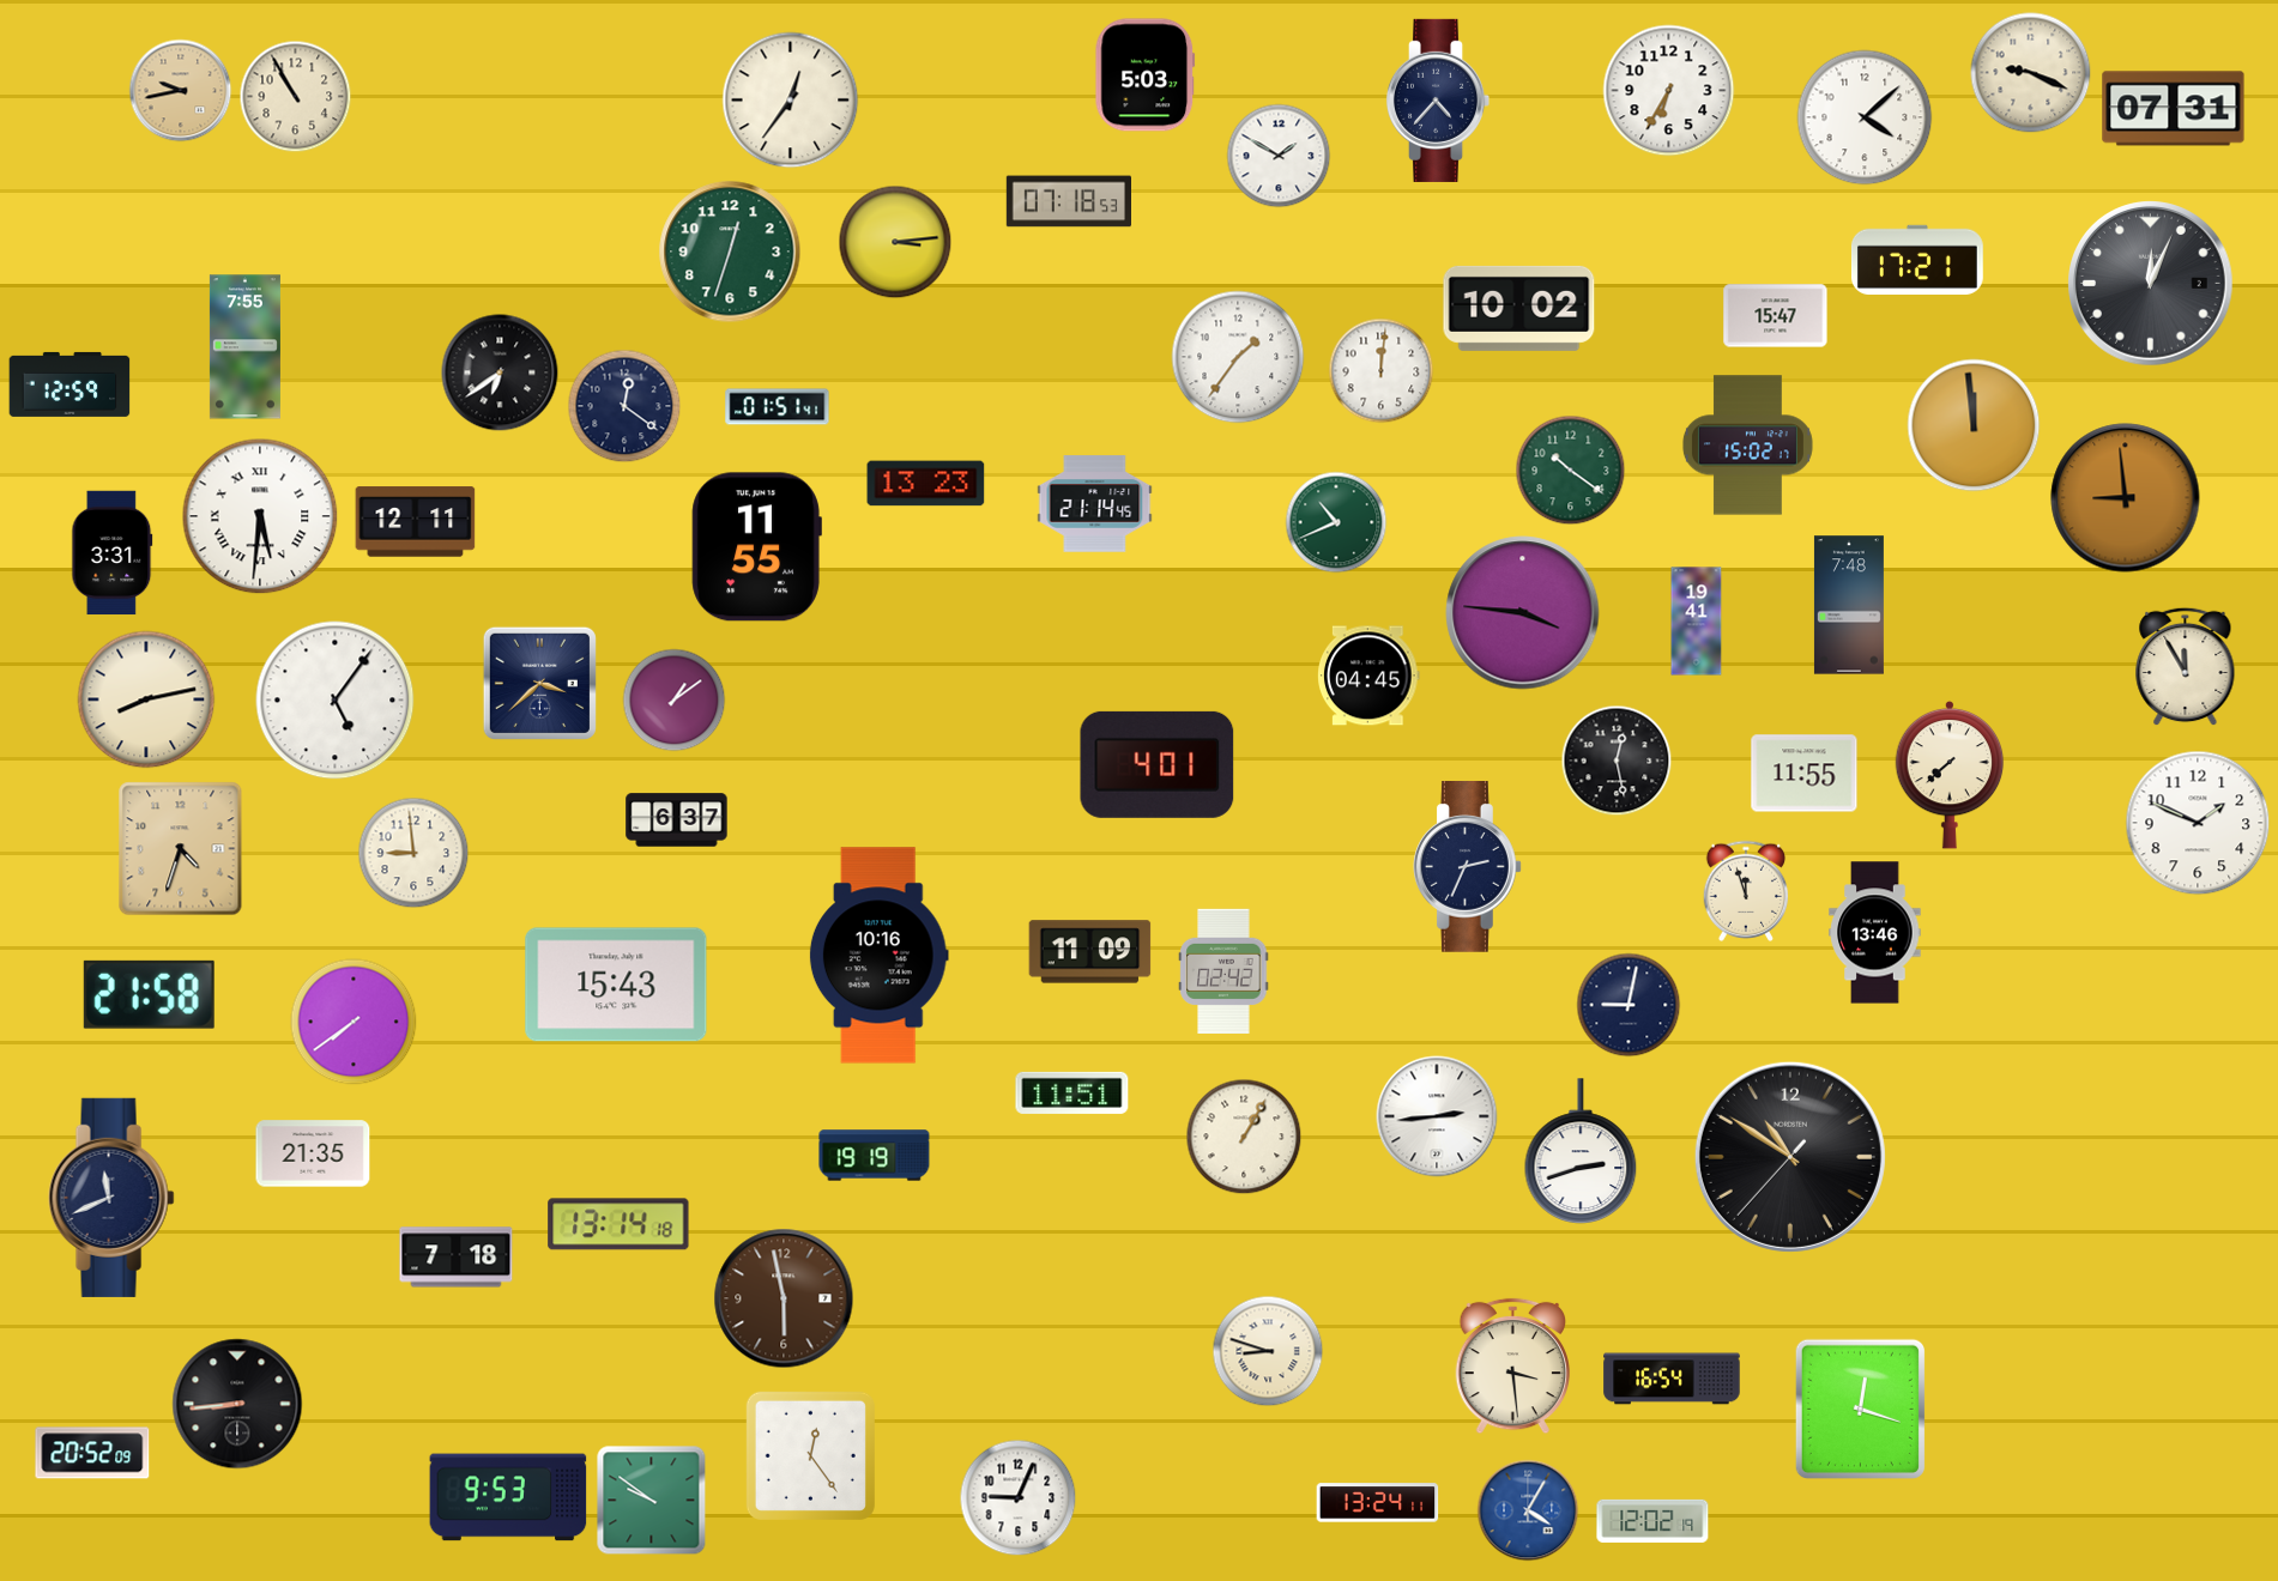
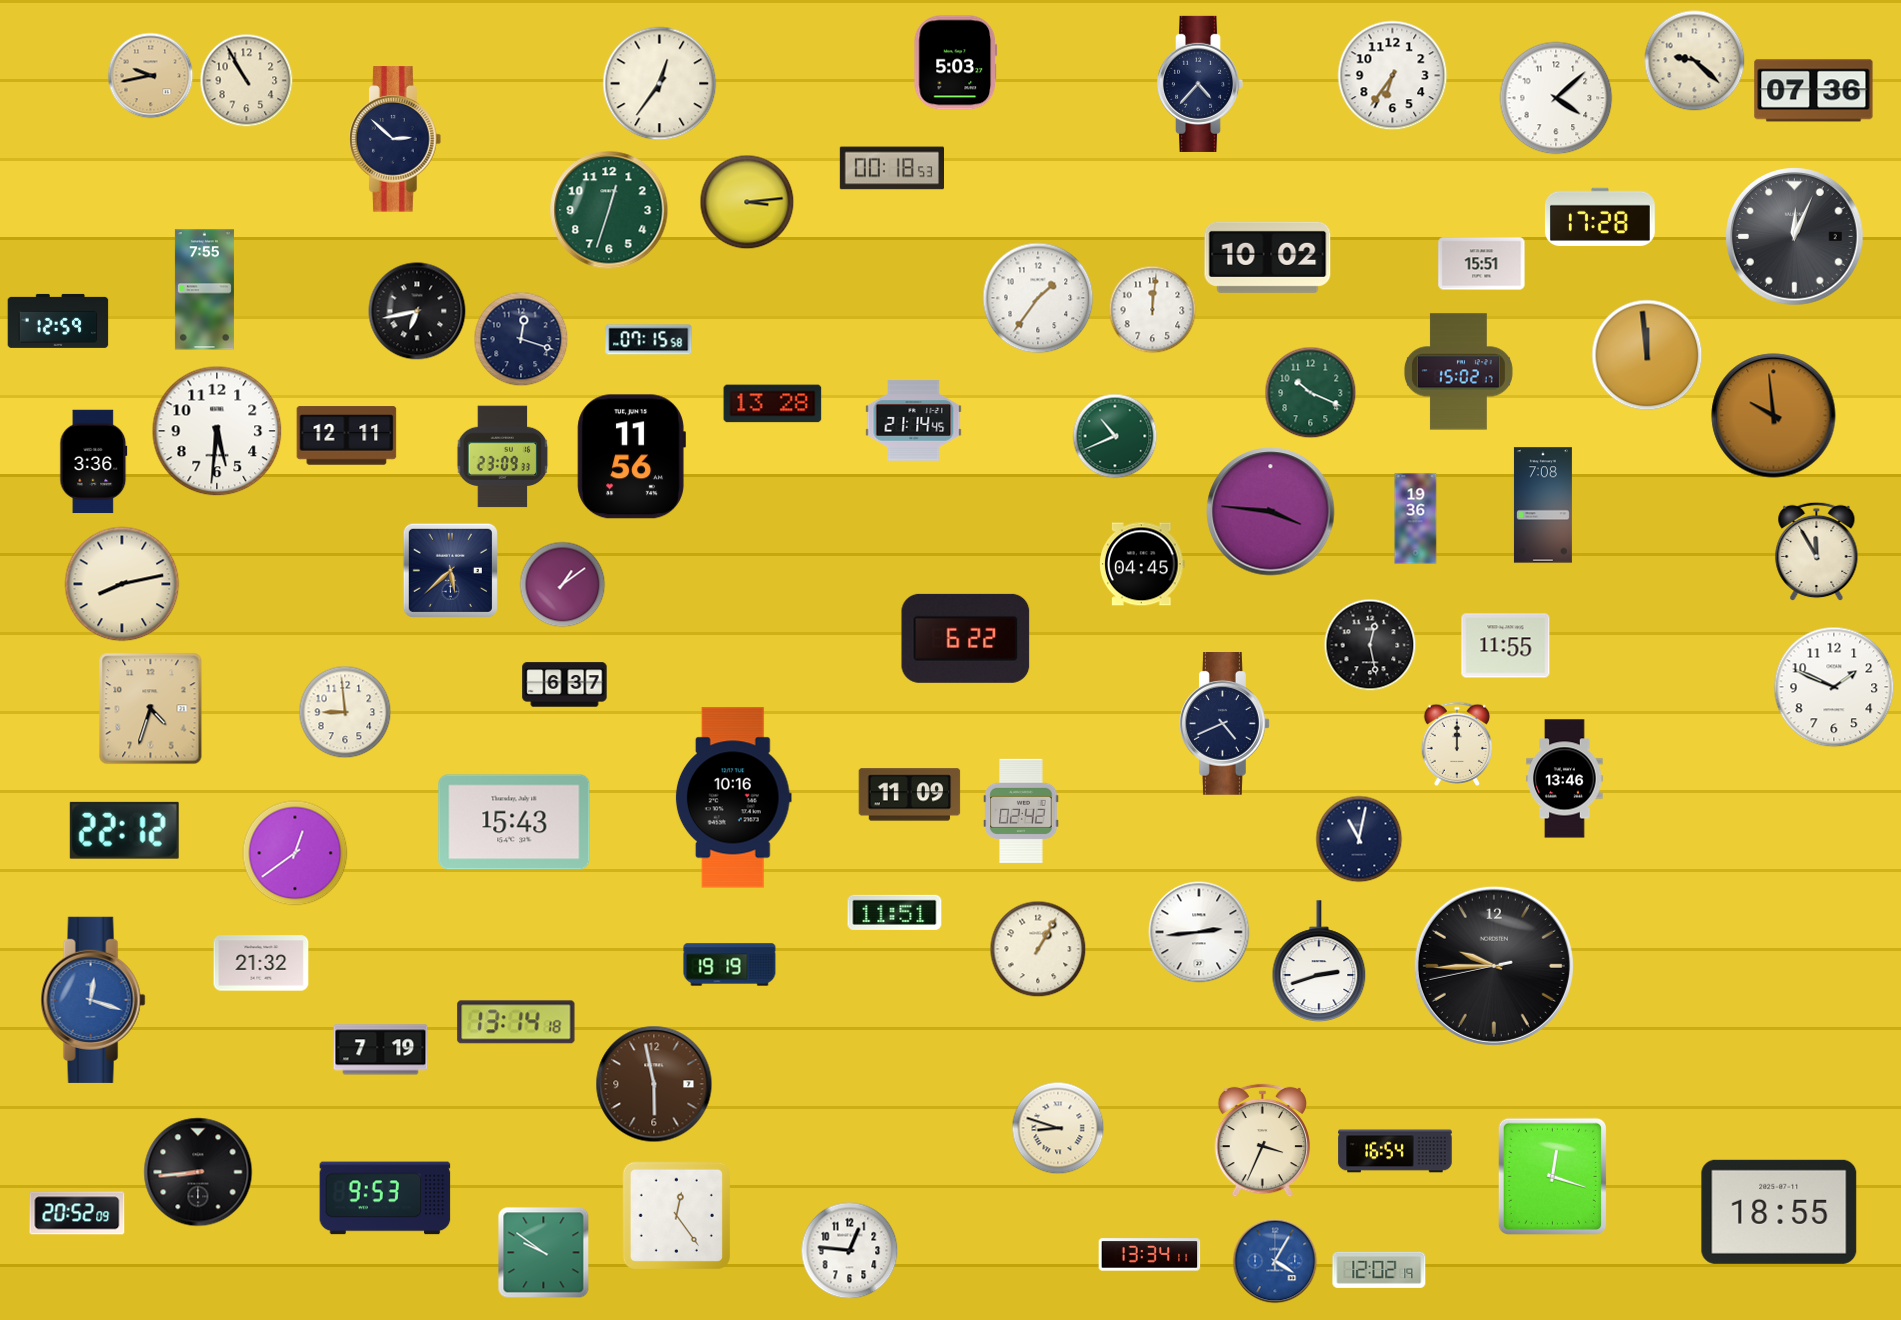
clock at (2031, 73): 9:19 -> 9:22
clock at (1669, 91): 6:35 -> 6:36
clock at (2174, 109): 07:31 -> 07:36
clock at (1279, 156): 1:50 -> none
clock at (395, 139): none -> 2:52
clock at (1068, 201): 07:18 -> 00:18
clock at (1917, 260): 17:21 -> 17:28
clock at (1776, 316): 15:47 -> 15:51
clock at (1238, 357) position: (1238, 357) -> (1038, 298)
clock at (500, 372): 6:39 -> 6:43
clock at (624, 406): 12:21 -> 12:18
clock at (778, 407): 01:51 -> 07:15
clock at (1571, 471): 10:21 -> 10:19
clock at (926, 484): 13:23 -> 13:28
clock at (2126, 498): 8:59 -> 9:59
clock at (260, 516) numerals: Roman -> Arabic
clock at (503, 457): none -> 23:09
clock at (756, 547): 11:55 -> 11:56
clock at (113, 553): 3:31 -> 3:36
clock at (1849, 605): 7:48 -> 7:08
clock at (1697, 622): 19:41 -> 19:36
clock at (2186, 667) position: (2186, 667) -> (1817, 552)
clock at (539, 683): 3:38 -> 5:38
clock at (336, 701): 5:06 -> none
clock at (1617, 761) position: (1617, 761) -> (1370, 645)
clock at (1158, 764): 4:01 -> 6:22
clock at (1950, 775): 7:38 -> none
clock at (1468, 867): 2:34 -> 4:41
clock at (1746, 890): 11:57 -> 12:00
clock at (149, 994): 21:58 -> 22:12
clock at (1629, 1005): 9:02 -> 11:02
clock at (354, 1022): 7:39 -> 12:39
clock at (313, 1153): 21:35 -> 21:32
clock at (1790, 1157): 10:50 -> 9:44
clock at (111, 1198): 11:41 -> 12:18
clock at (111, 1198) dial: navy -> blue
clock at (457, 1258): 7:18 -> 7:19
clock at (1513, 1367): 3:29 -> 3:34
clock at (1779, 1212): none -> 18:55
clock at (508, 1497) position: (508, 1497) -> (385, 1198)
clock at (1019, 1498): 9:04 -> 12:46
clock at (1378, 1503): 13:24 -> 13:34
